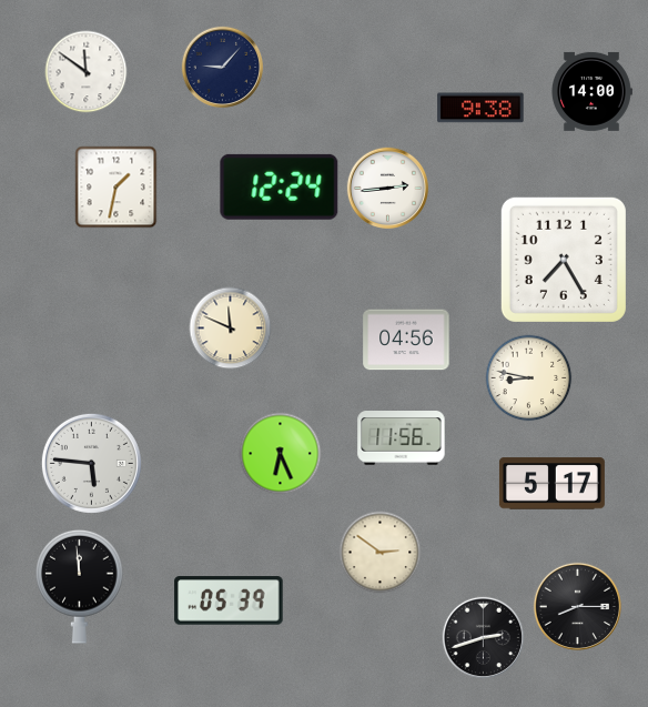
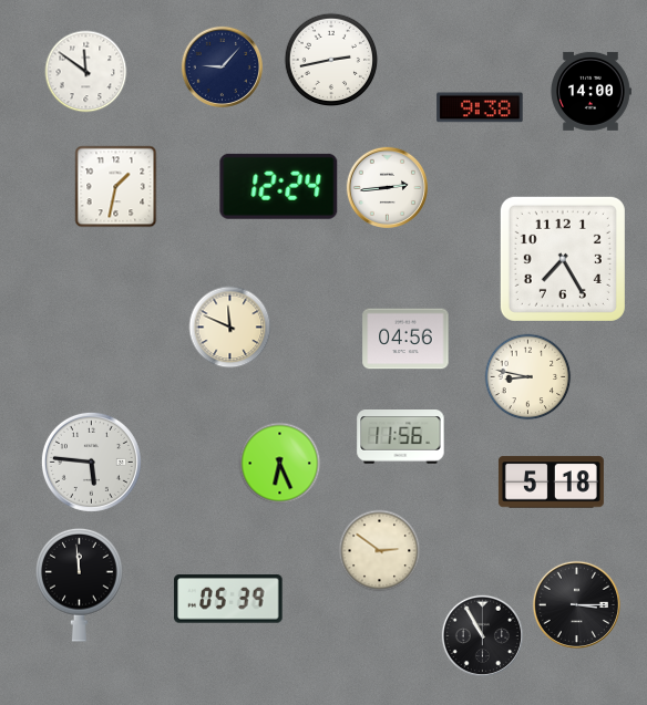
clock at (331, 60): none -> 2:43
clock at (281, 454) position: (281, 454) -> (280, 464)
clock at (551, 484): 5:17 -> 5:18
clock at (577, 606): 8:15 -> 3:15
clock at (484, 638): 2:42 -> 10:55
